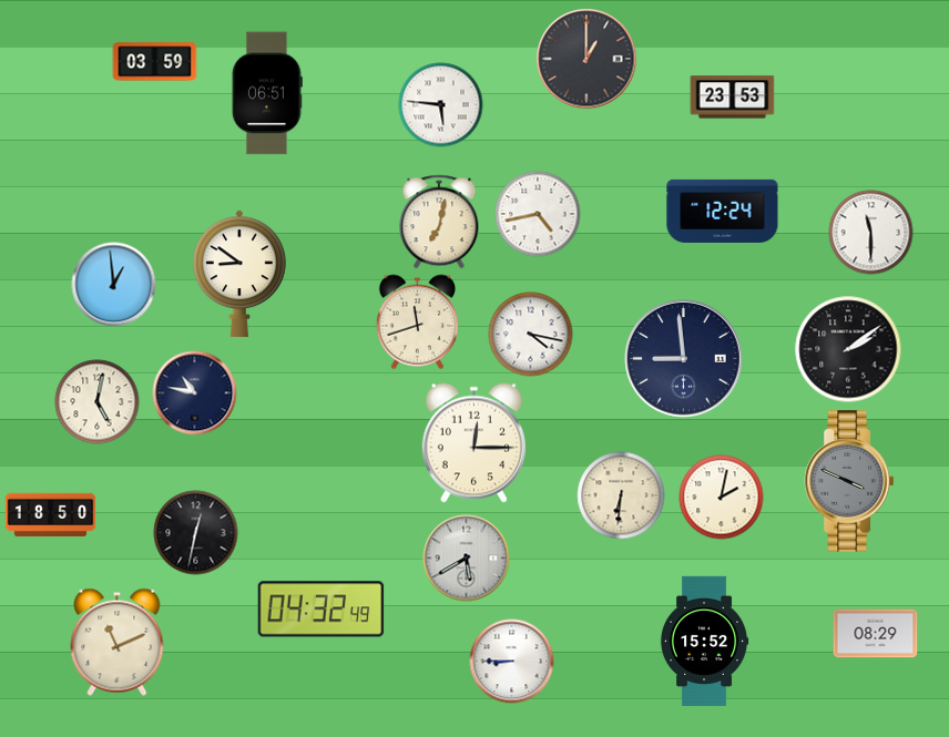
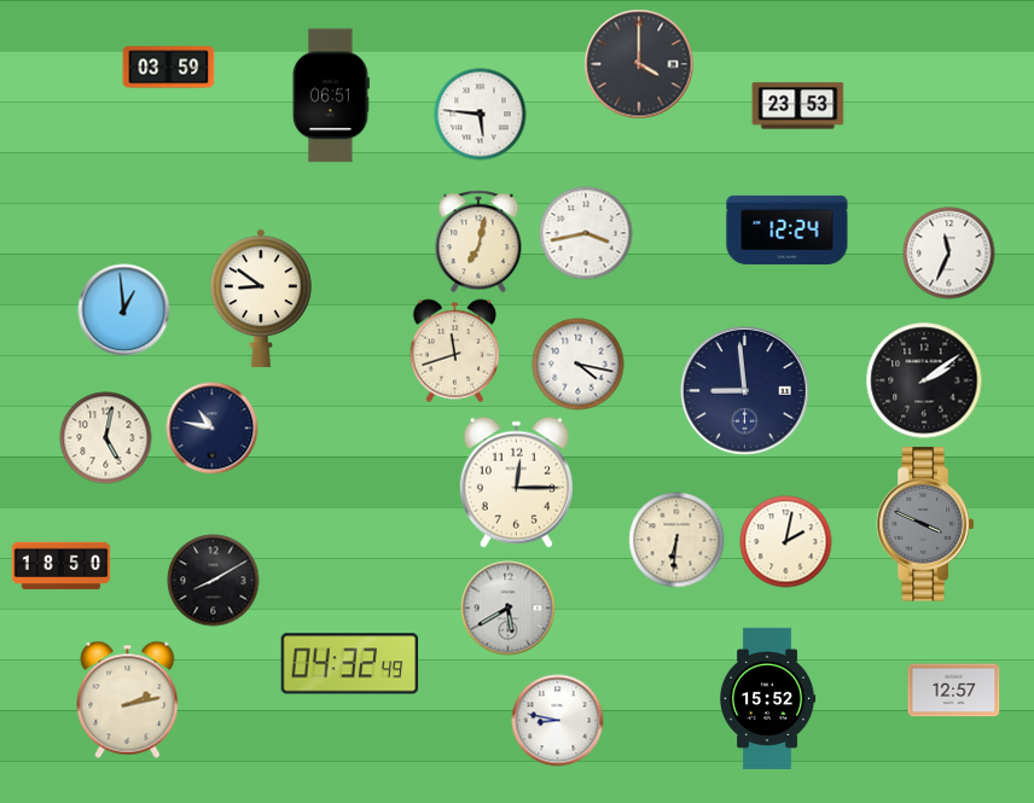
clock at (586, 59): 1:00 -> 4:00
clock at (267, 93) position: (267, 93) -> (331, 95)
clock at (538, 214): 4:43 -> 3:43
clock at (871, 233): 11:30 -> 11:34
clock at (51, 515) position: (51, 515) -> (62, 566)
clock at (196, 533): 12:32 -> 8:10
clock at (876, 634): 08:29 -> 12:57
clock at (118, 642): 11:11 -> 2:13
clock at (512, 662): 8:45 -> 8:47
